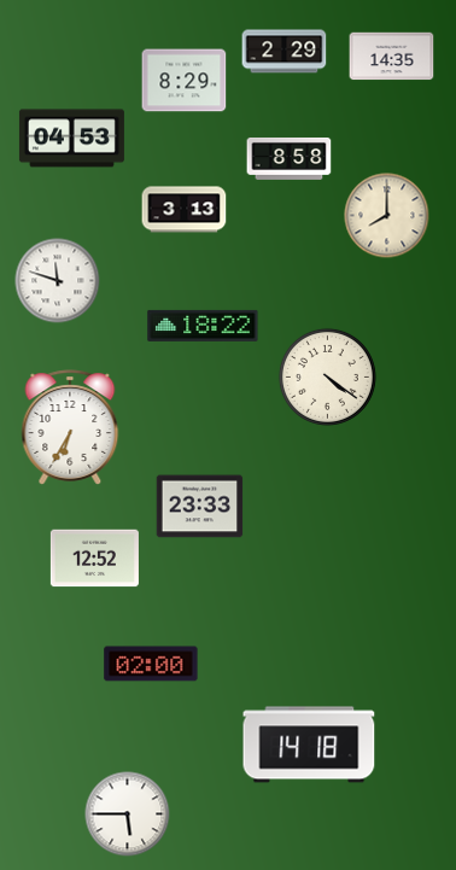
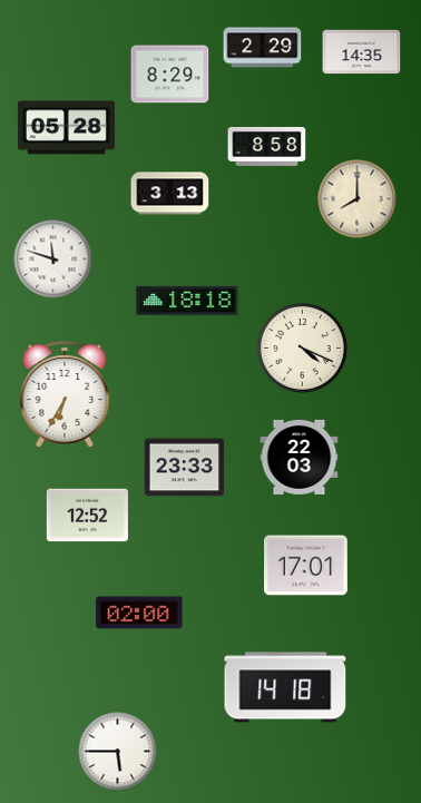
clock at (71, 139): 04:53 -> 05:28
clock at (203, 326): 18:22 -> 18:18
clock at (327, 376): 4:21 -> 4:19
clock at (300, 457): none -> 22:03
clock at (306, 566): none -> 17:01
